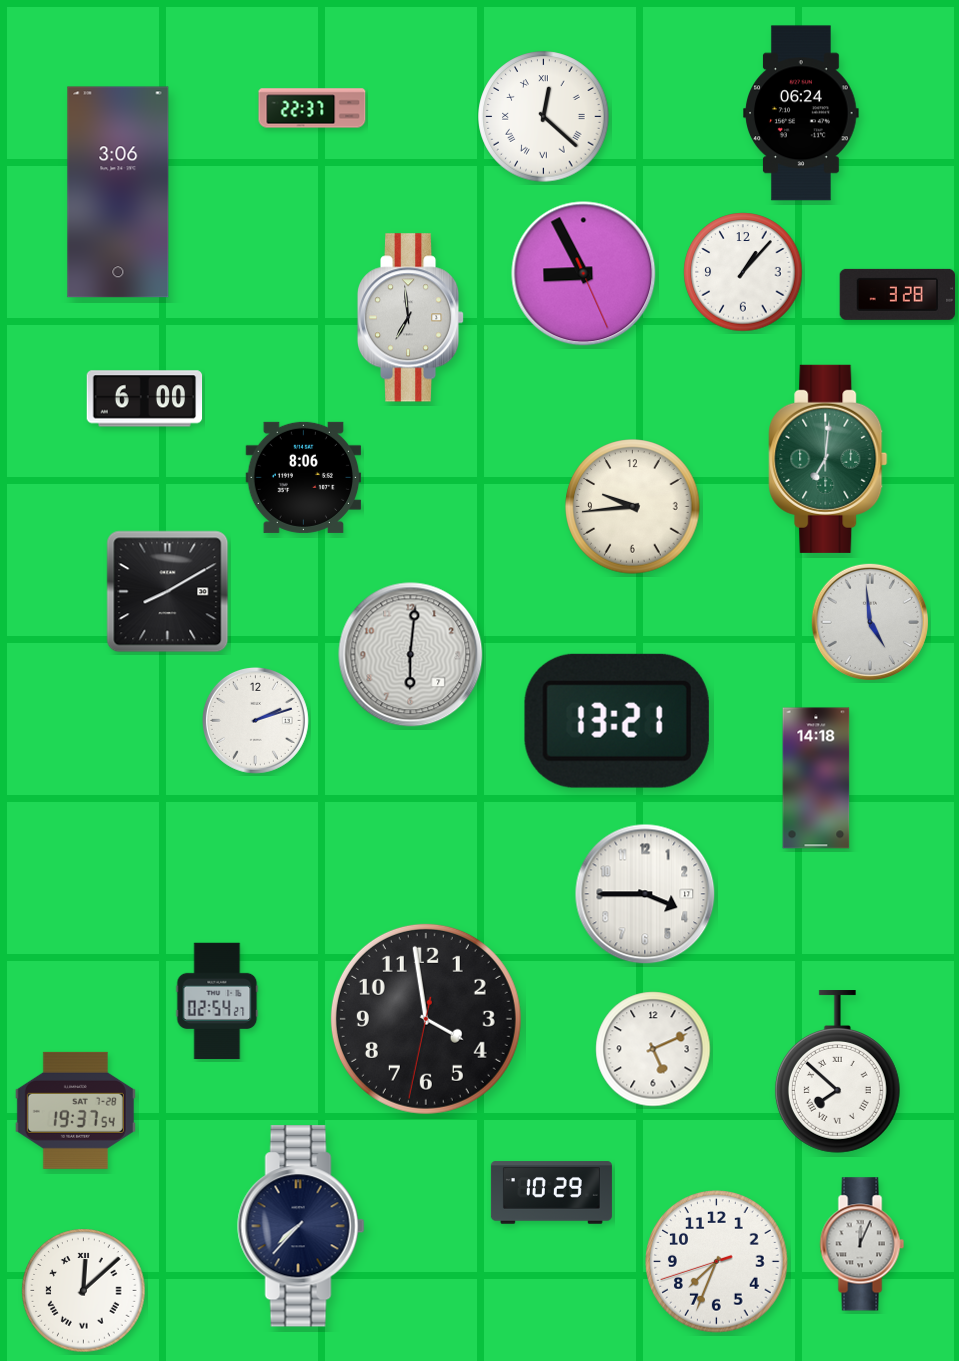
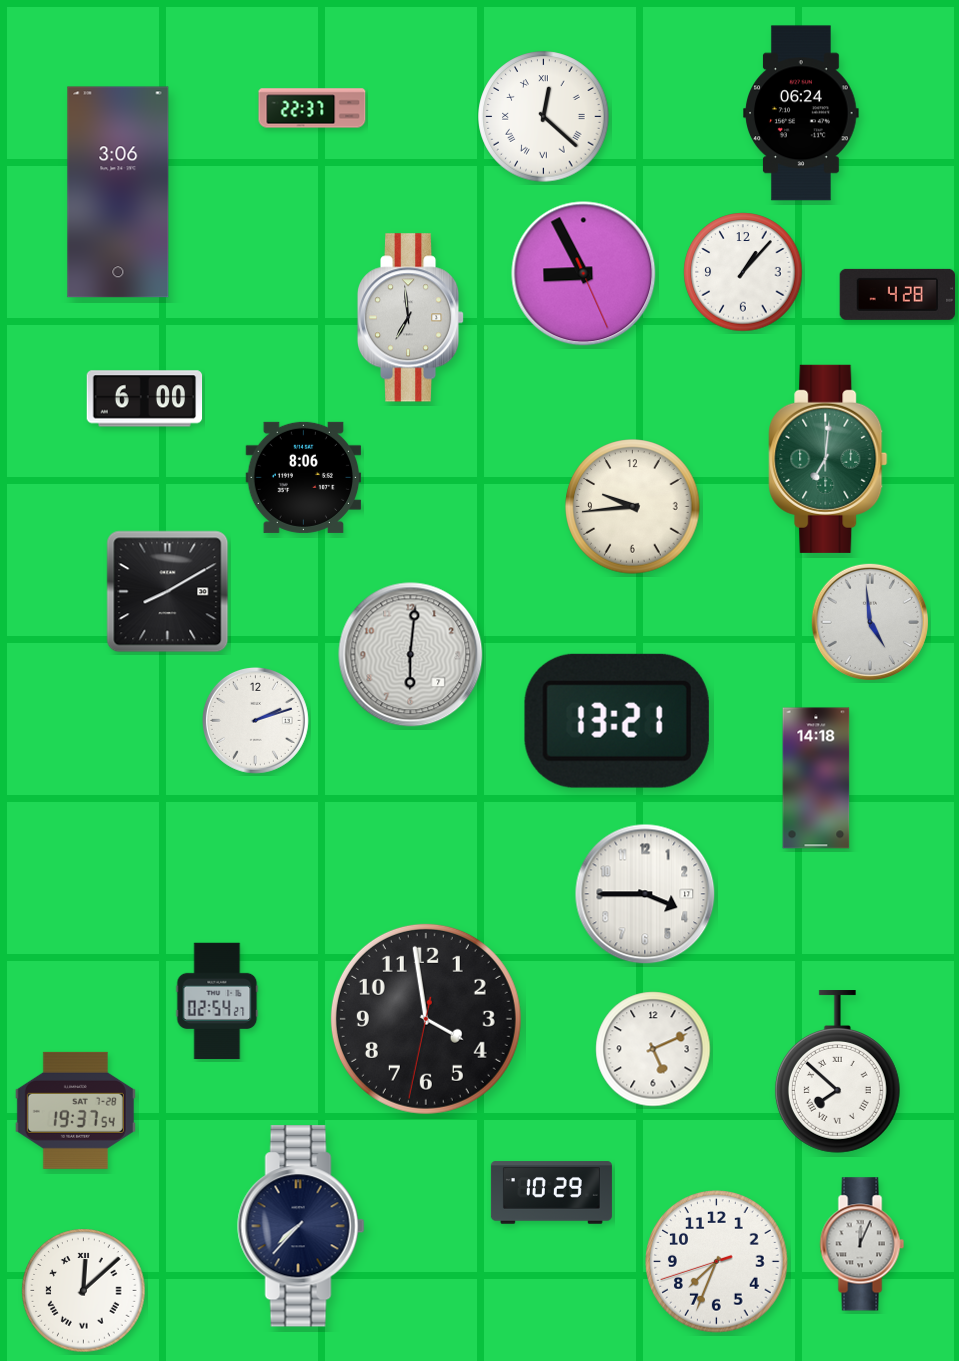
clock at (898, 294): 3:28 -> 4:28
